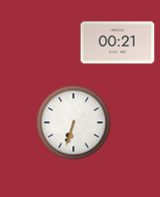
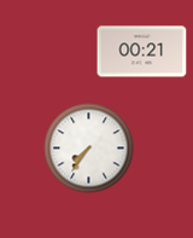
clock at (74, 123): 6:33 -> 7:36
